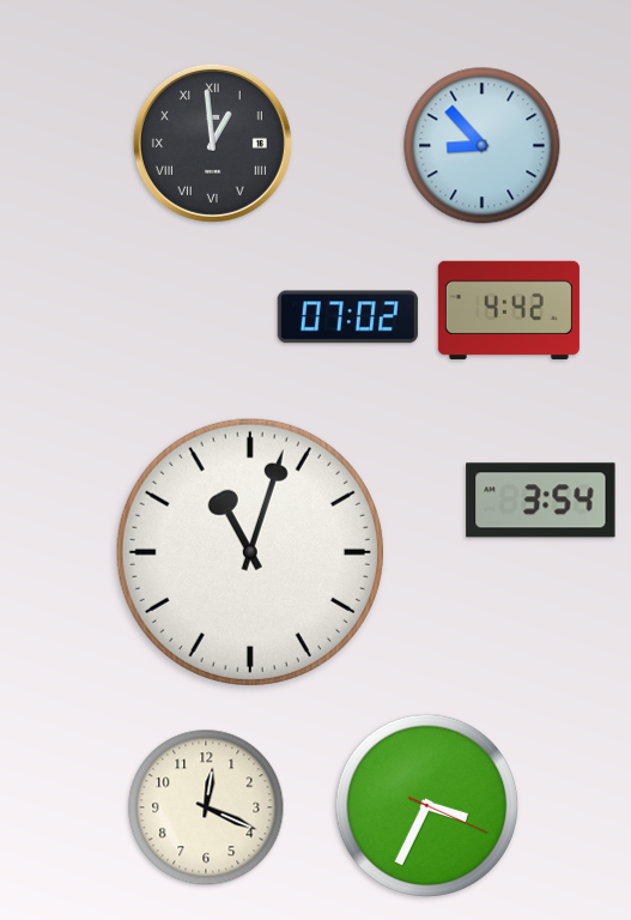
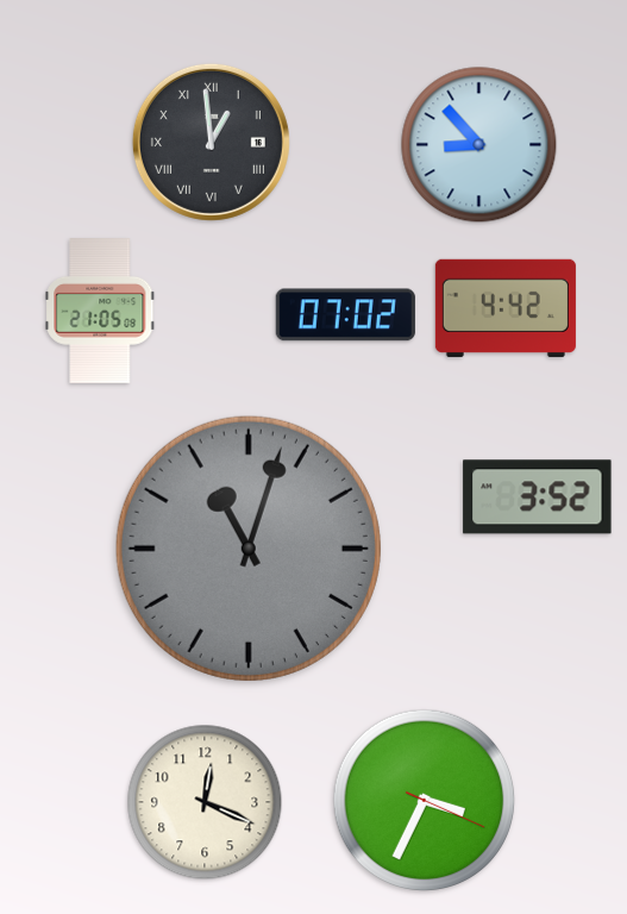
clock at (100, 311): none -> 21:05
clock at (541, 501): 3:54 -> 3:52
clock at (250, 552) dial: white -> grey
